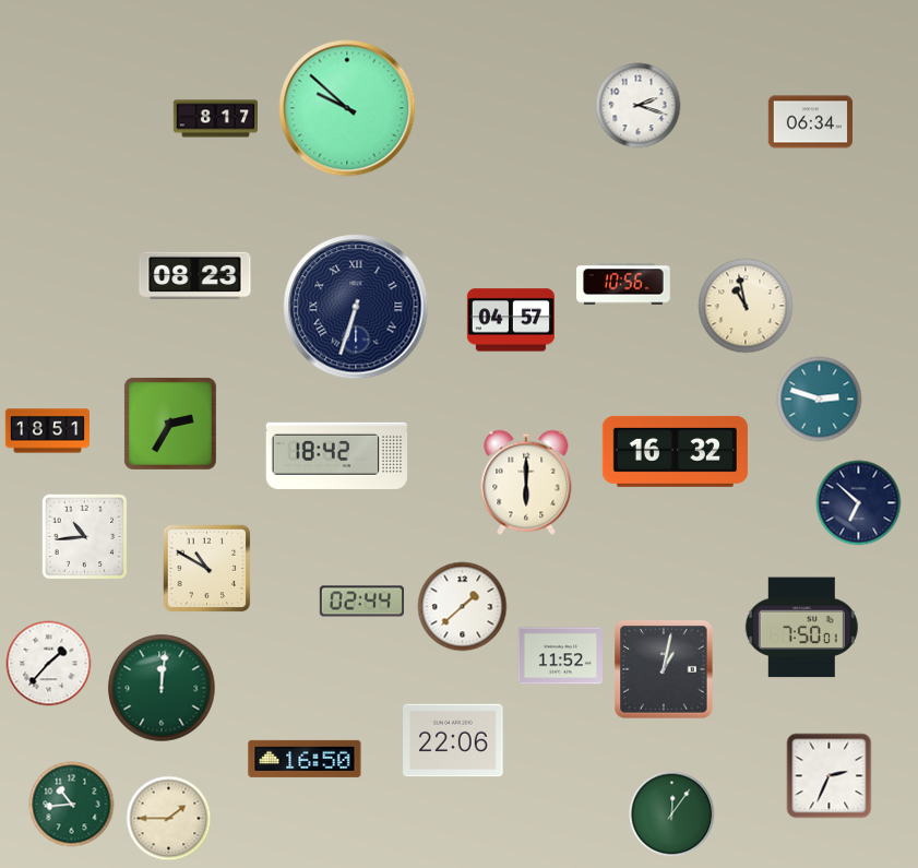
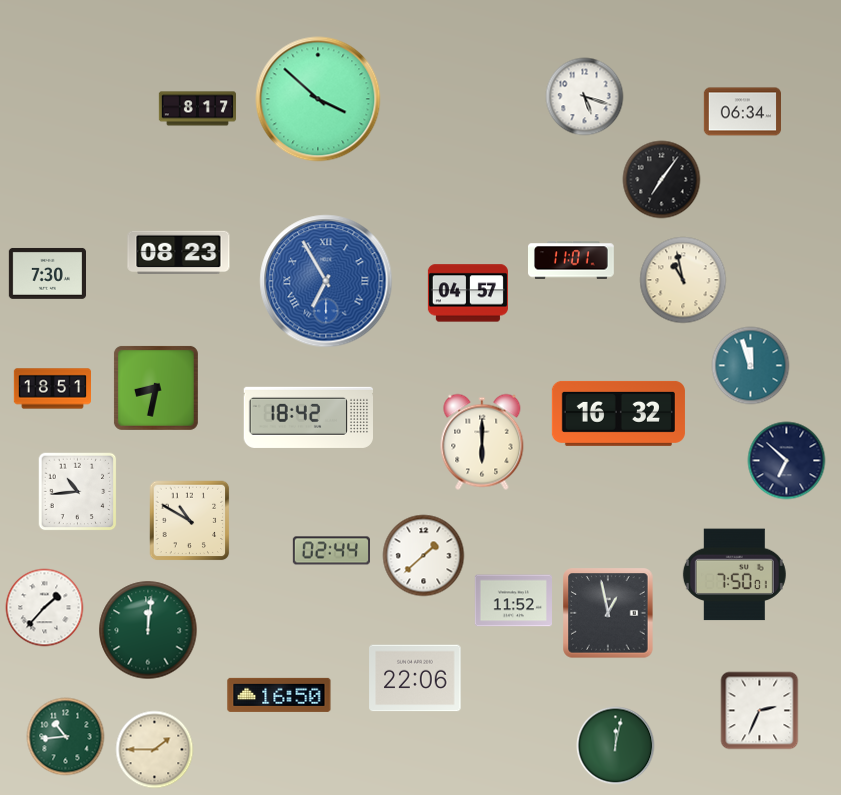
clock at (637, 105): 2:18 -> 5:18
clock at (347, 108): 9:52 -> 3:52
clock at (661, 179): none -> 7:06
clock at (624, 284): 10:56 -> 11:01
clock at (47, 273): none -> 7:30
clock at (356, 307): 6:33 -> 6:55
clock at (356, 307) dial: navy -> blue
clock at (819, 399): 2:48 -> 11:57
clock at (170, 424): 2:35 -> 8:32
clock at (47, 431) position: (47, 431) -> (52, 389)
clock at (664, 669): 1:02 -> 12:58
clock at (671, 813): 12:06 -> 12:02
